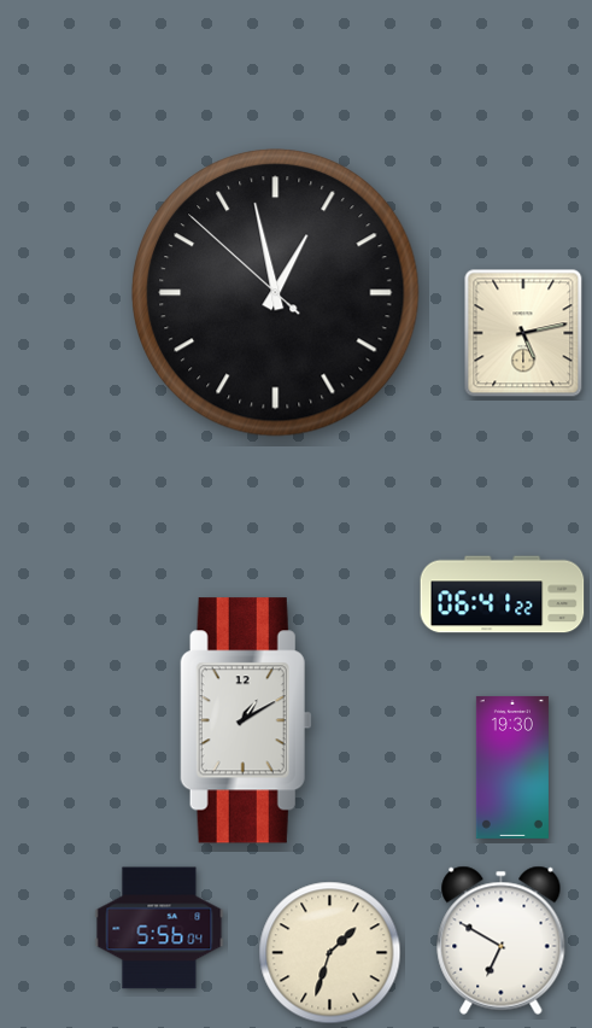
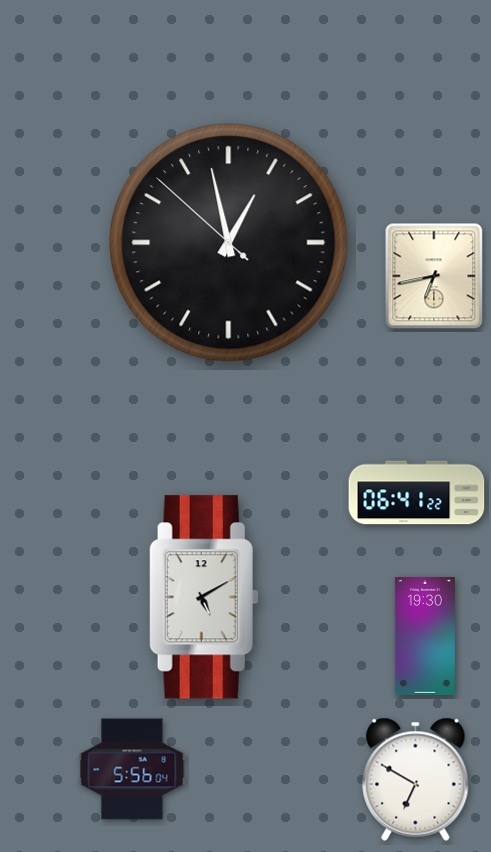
clock at (523, 333): 5:13 -> 6:43
clock at (246, 720): 1:10 -> 5:10
clock at (330, 953): 1:33 -> none
